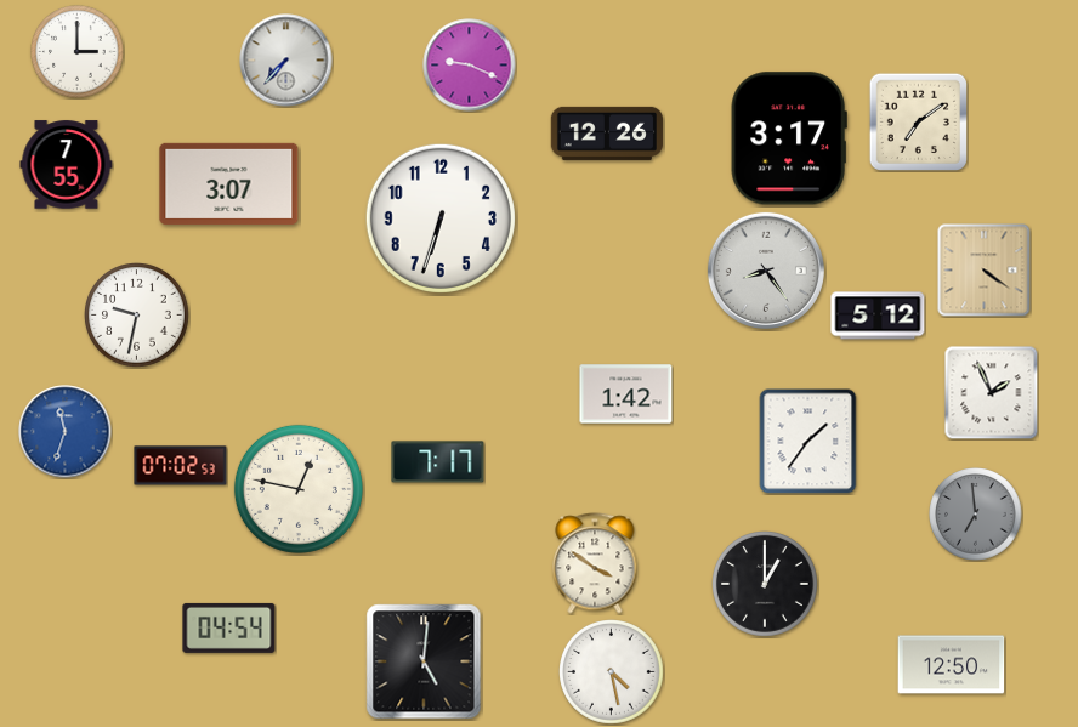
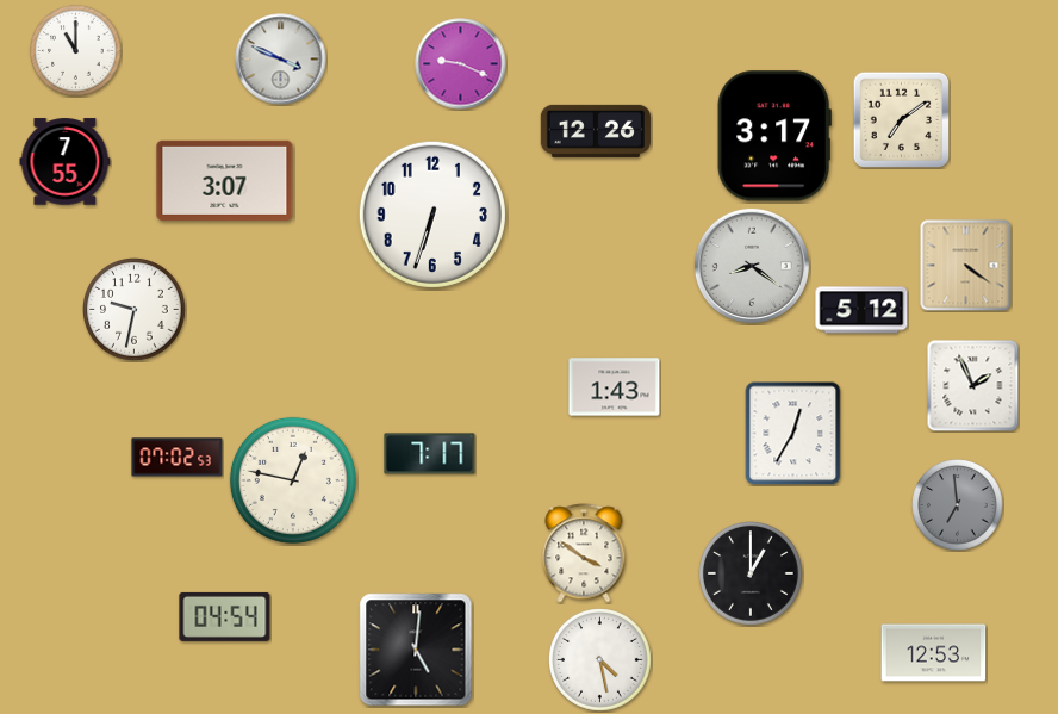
clock at (78, 52): 3:00 -> 11:00
clock at (286, 61): 7:37 -> 3:49
clock at (766, 271): 8:24 -> 8:21
clock at (626, 394): 1:42 -> 1:43
clock at (66, 432): 11:33 -> none
clock at (808, 442): 1:36 -> 12:35
clock at (952, 665): 12:50 -> 12:53
